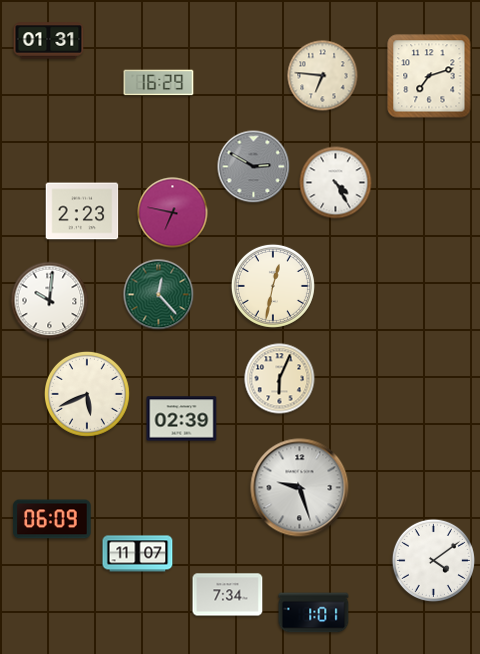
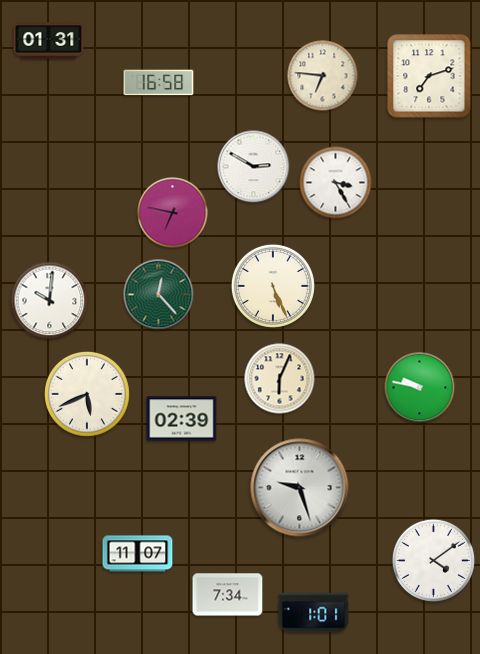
clock at (159, 83): 16:29 -> 16:58
clock at (254, 167) dial: grey -> white
clock at (336, 183): 4:25 -> 3:25
clock at (82, 211): 2:23 -> none
clock at (273, 286): 12:32 -> 5:26
clock at (420, 388): none -> 9:47
clock at (52, 519): 06:09 -> none
